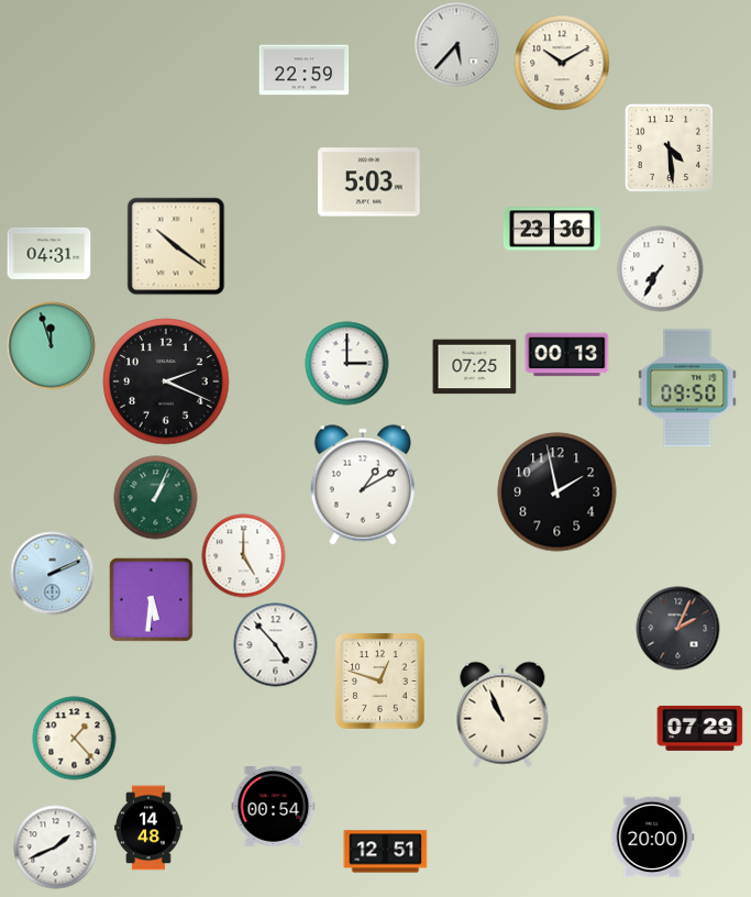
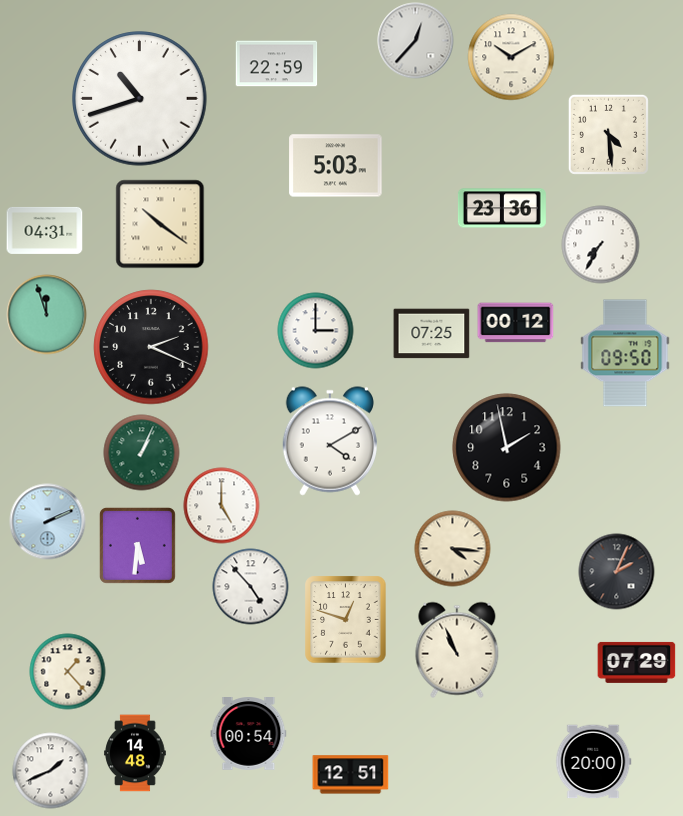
clock at (457, 45): 5:37 -> 12:37
clock at (140, 99): none -> 10:42
clock at (567, 355): 00:13 -> 00:12
clock at (363, 485): 1:10 -> 4:10
clock at (453, 549): none -> 4:16
